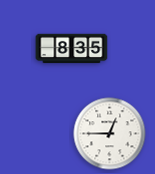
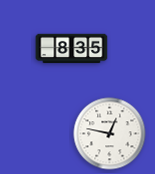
clock at (110, 134): 12:45 -> 12:47
